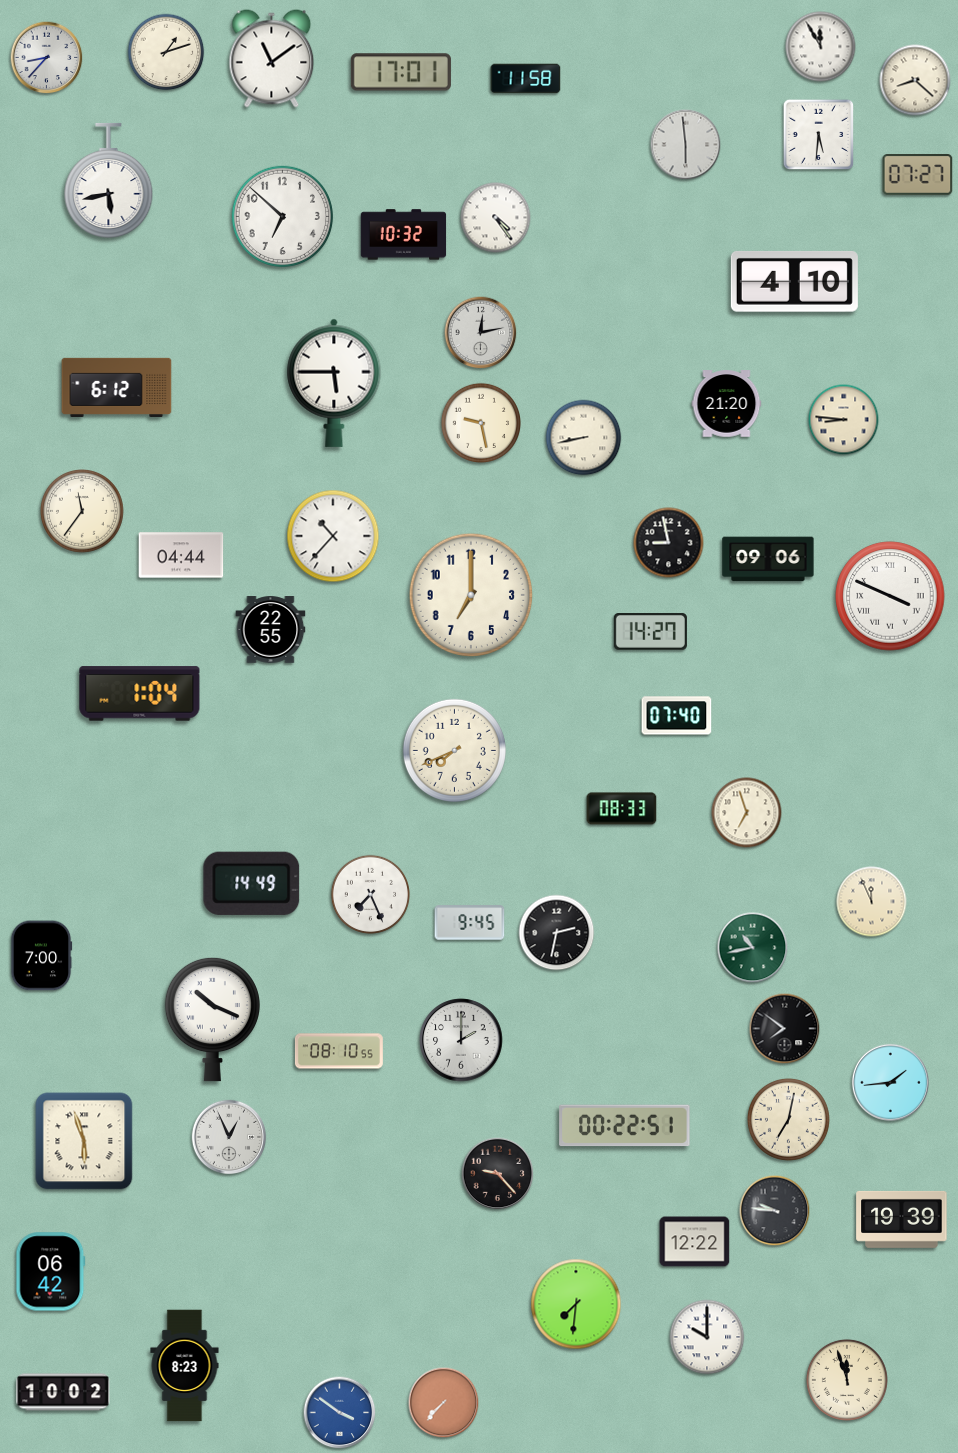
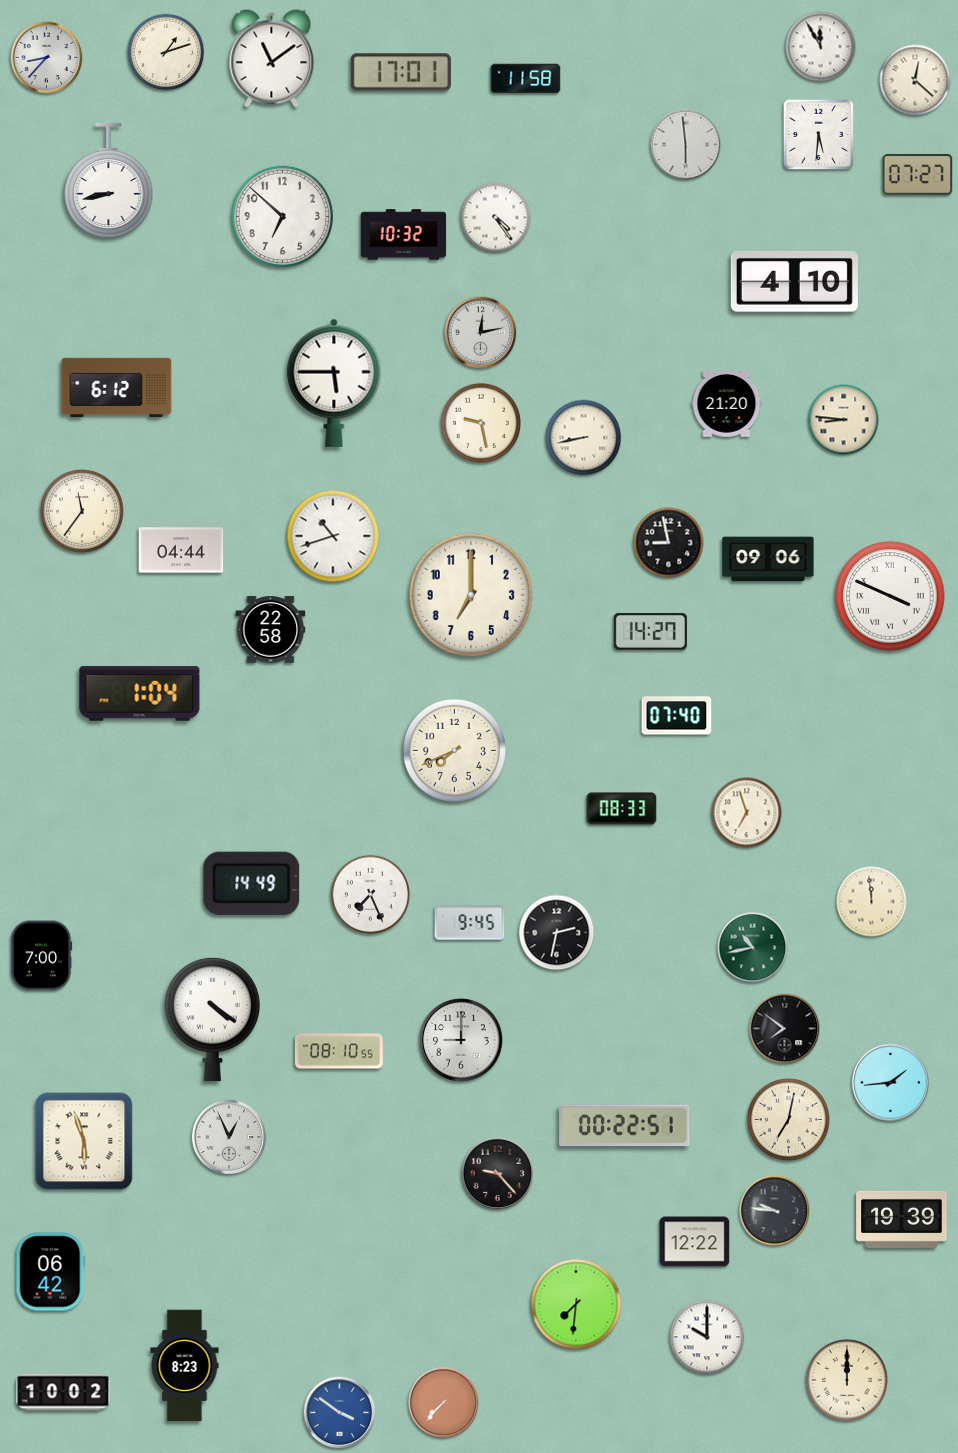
clock at (915, 80): 8:22 -> 12:22
clock at (109, 180): 5:43 -> 8:43
clock at (333, 536): 10:37 -> 10:42
clock at (181, 555) position: (181, 555) -> (181, 550)
clock at (271, 630): 22:55 -> 22:58
clock at (872, 902): 11:56 -> 11:59
clock at (212, 1019): 10:19 -> 4:21
clock at (461, 1040): 2:00 -> 9:00
clock at (847, 1380): 11:57 -> 12:00
